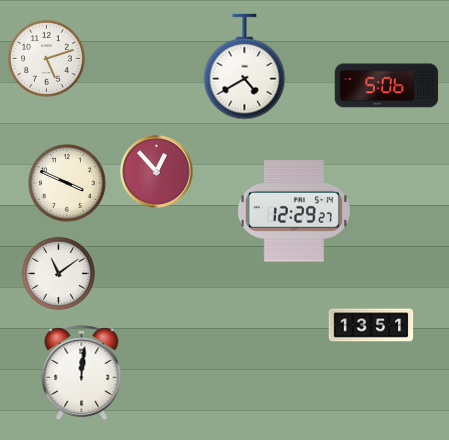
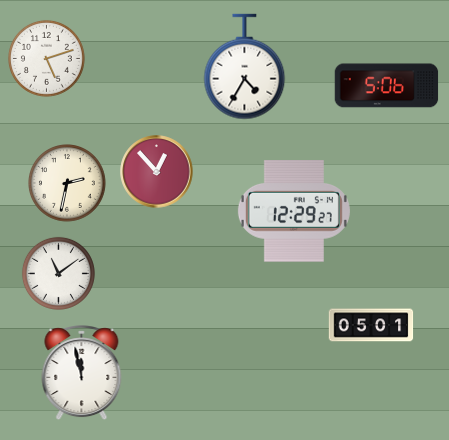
clock at (245, 67): 4:40 -> 4:35
clock at (68, 184): 3:49 -> 2:32
clock at (371, 325): 13:51 -> 05:01
clock at (82, 373): 12:01 -> 11:58
